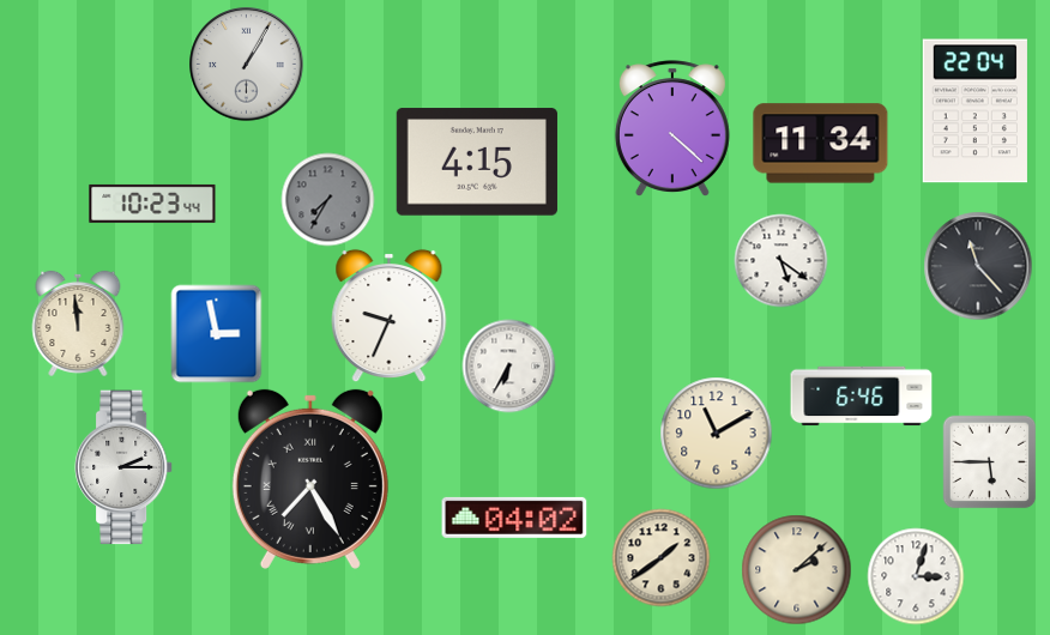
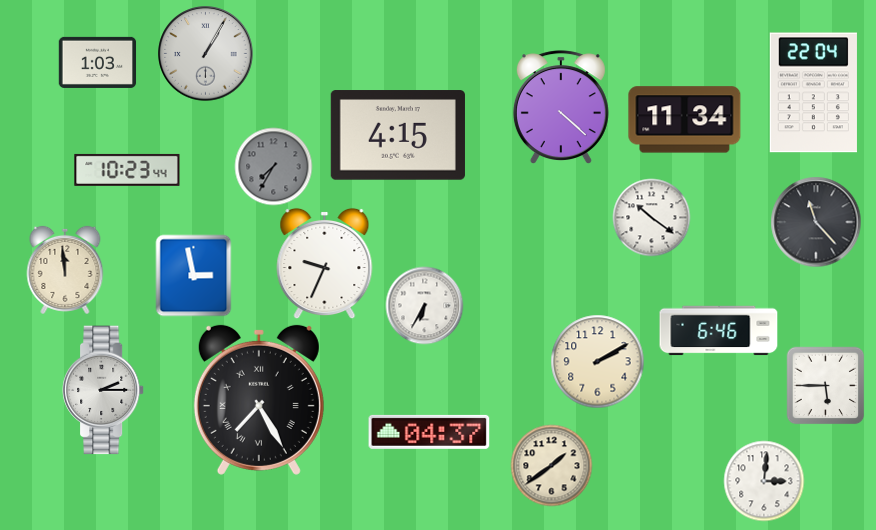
clock at (97, 62): none -> 1:03
clock at (780, 260): 5:21 -> 10:21
clock at (217, 333) position: (217, 333) -> (194, 275)
clock at (716, 433): 11:10 -> 2:10
clock at (514, 518): 04:02 -> 04:37
clock at (796, 569): 2:08 -> none
clock at (916, 576): 3:03 -> 3:01
